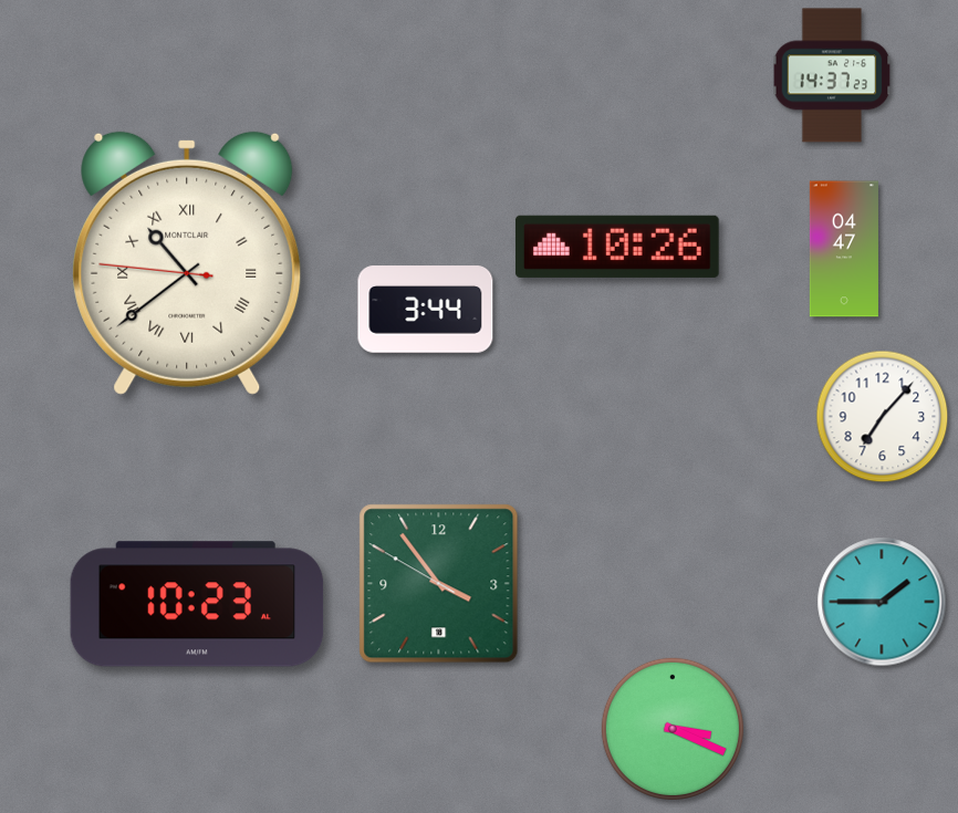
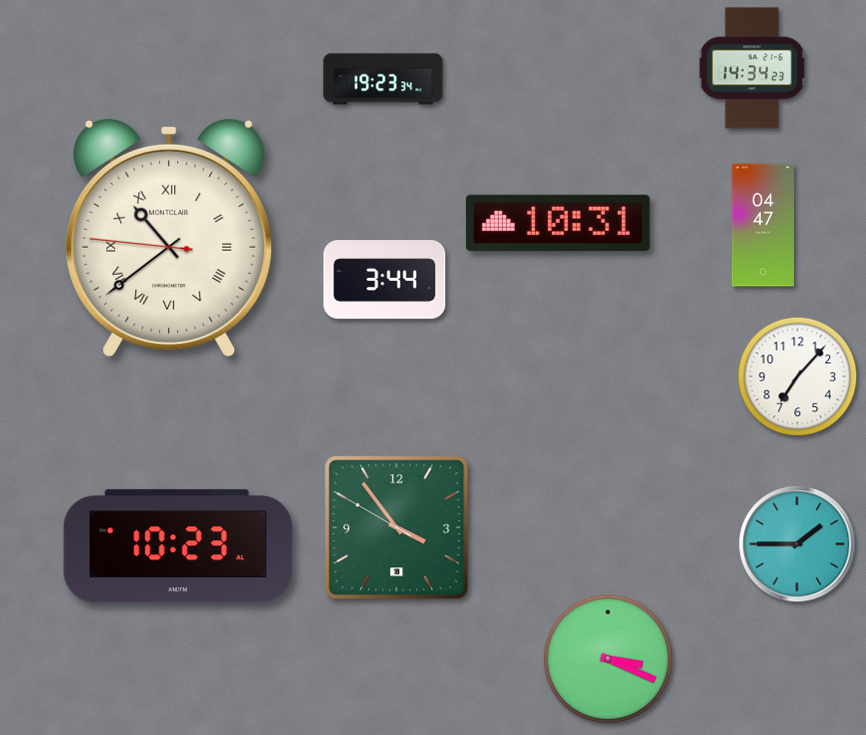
clock at (832, 75): 14:37 -> 14:34
clock at (383, 79): none -> 19:23
clock at (617, 247): 10:26 -> 10:31
